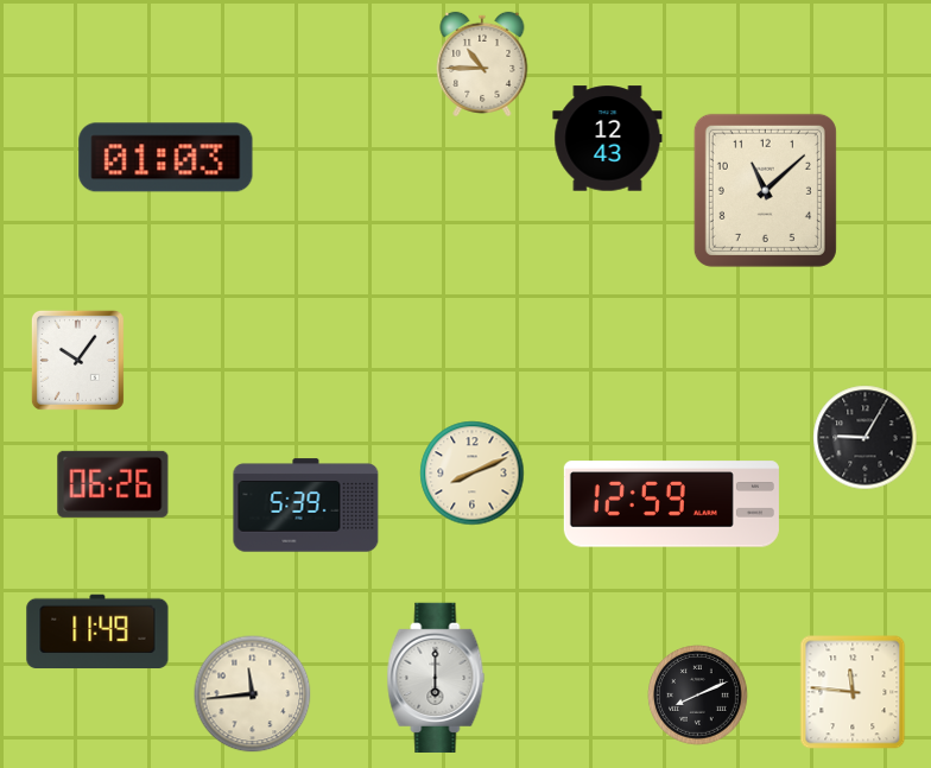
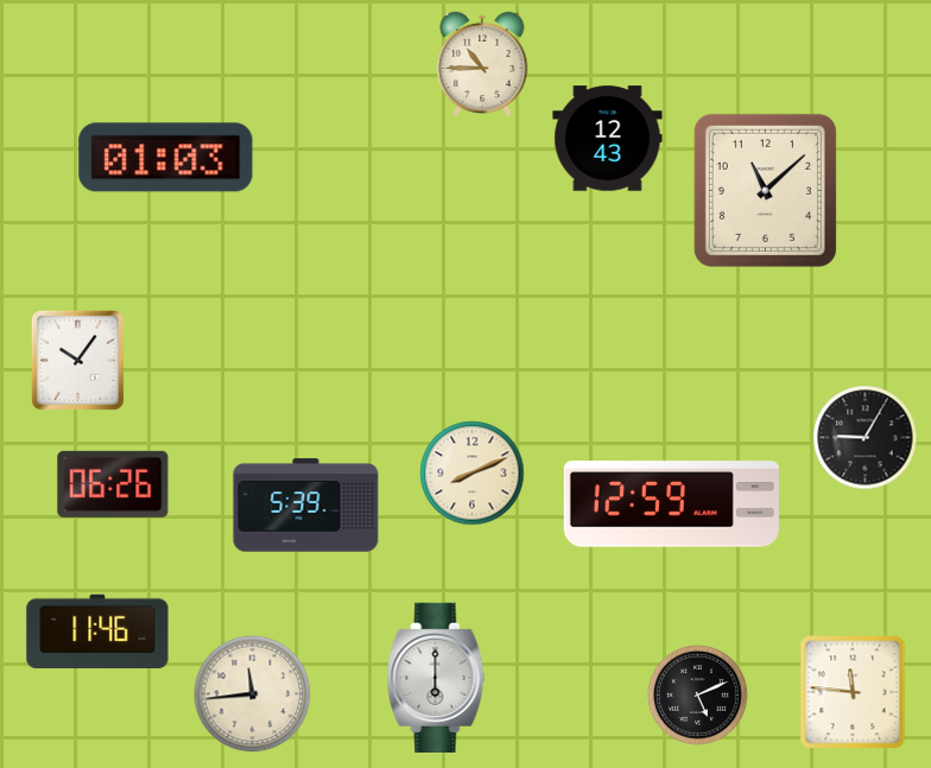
clock at (97, 631): 11:49 -> 11:46
clock at (698, 696): 8:11 -> 5:11
